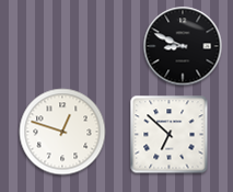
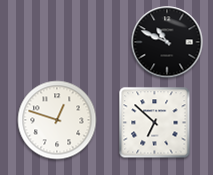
clock at (183, 46): 8:49 -> 10:49
